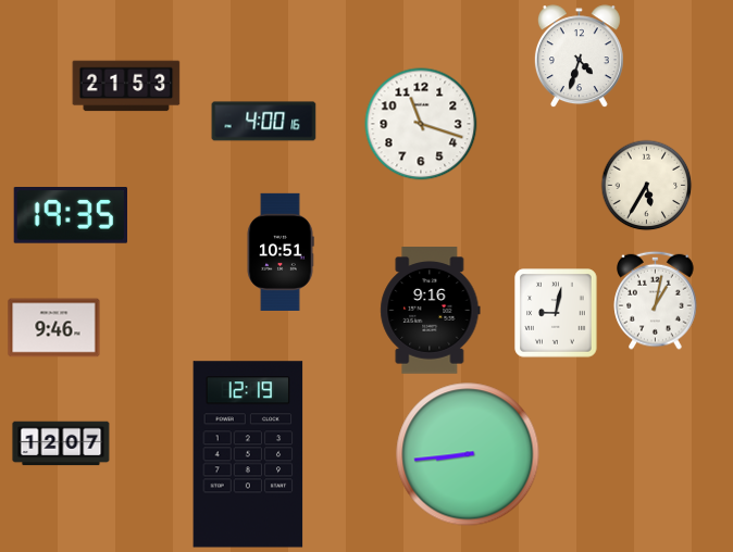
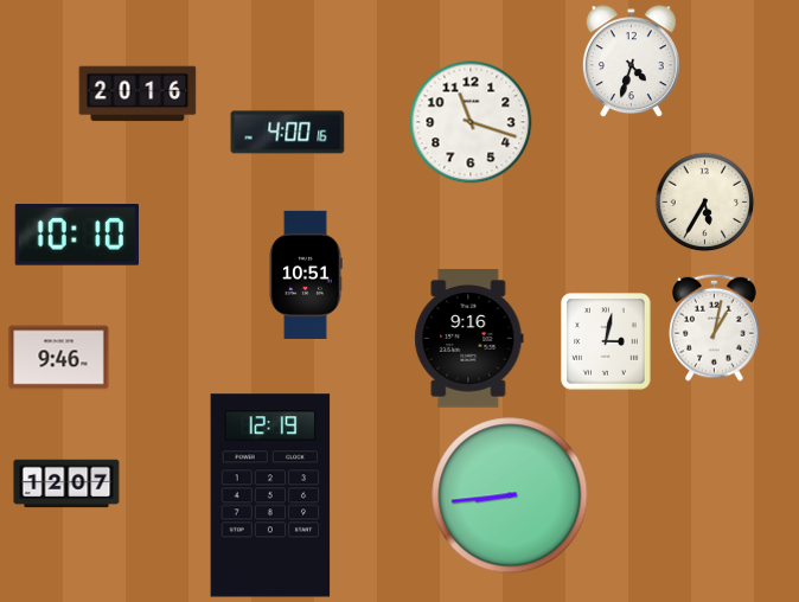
clock at (126, 86): 21:53 -> 20:16
clock at (421, 124) position: (421, 124) -> (471, 122)
clock at (70, 216): 19:35 -> 10:10
clock at (556, 313): 9:02 -> 3:02
